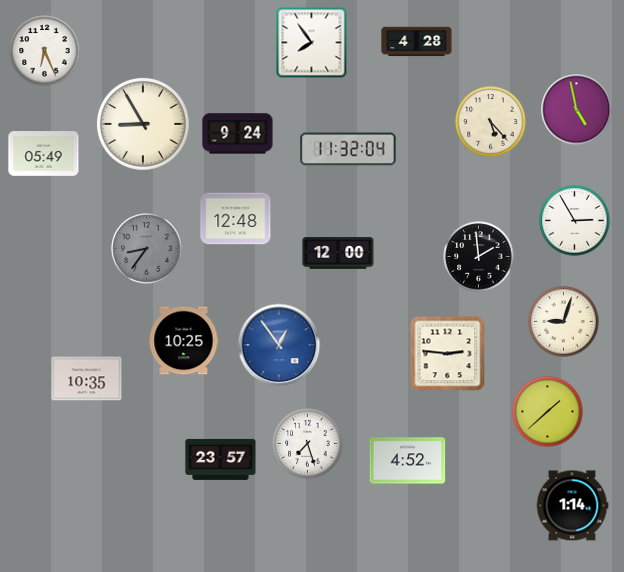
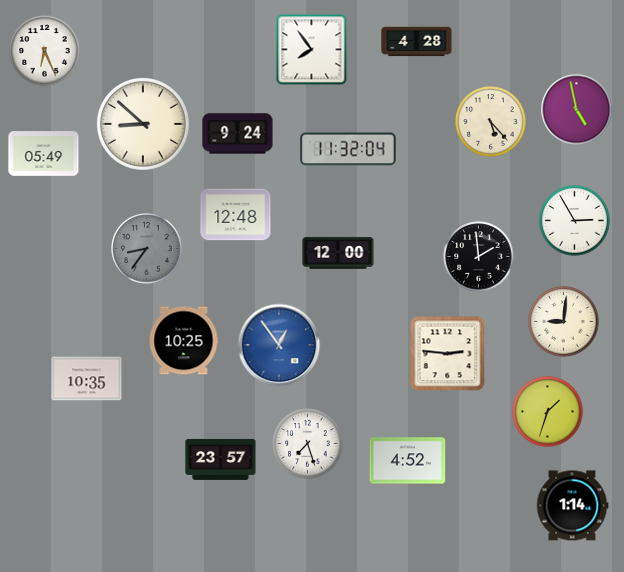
clock at (312, 43) position: (312, 43) -> (312, 50)
clock at (143, 124): 8:55 -> 8:52
clock at (236, 219) position: (236, 219) -> (236, 215)
clock at (564, 322): 9:03 -> 9:01
clock at (548, 412): 1:38 -> 1:33
